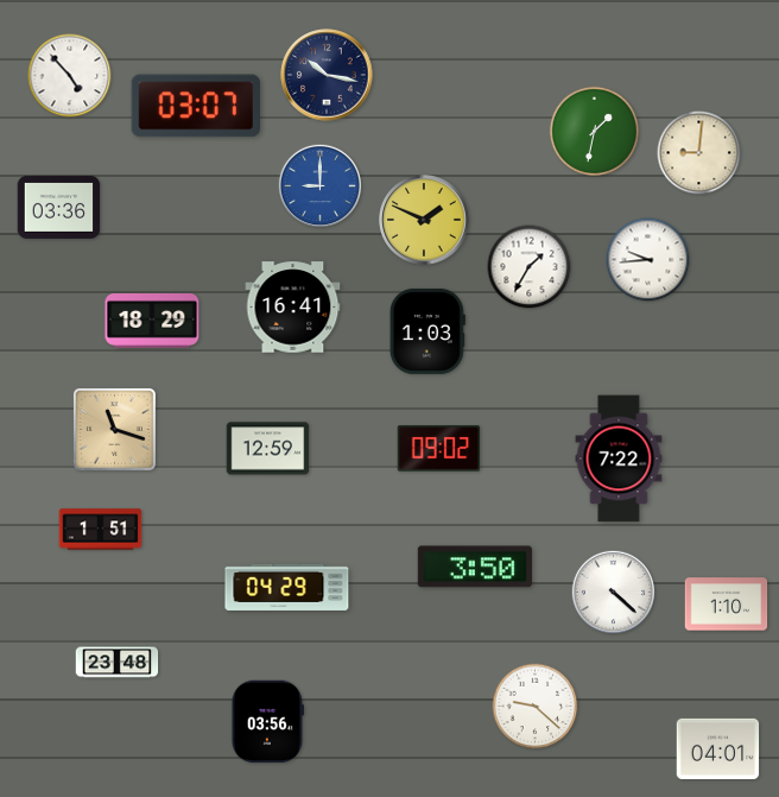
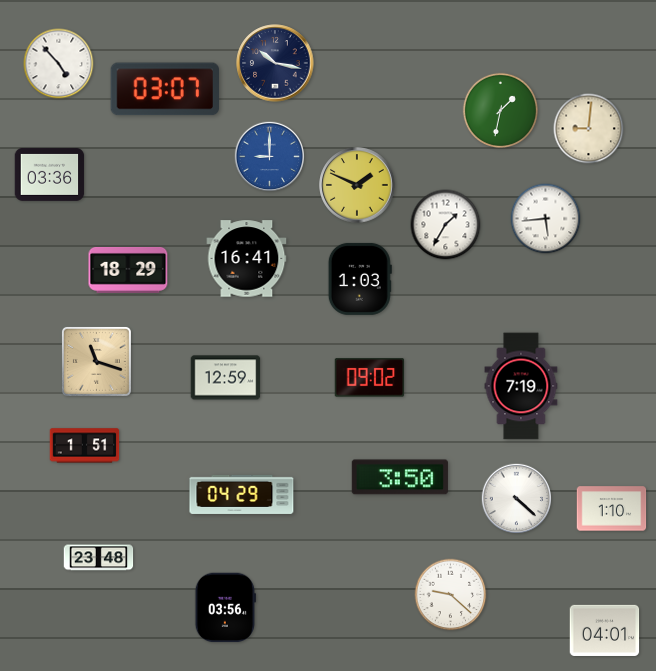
clock at (648, 260): 9:44 -> 5:44
clock at (619, 458): 7:22 -> 7:19
